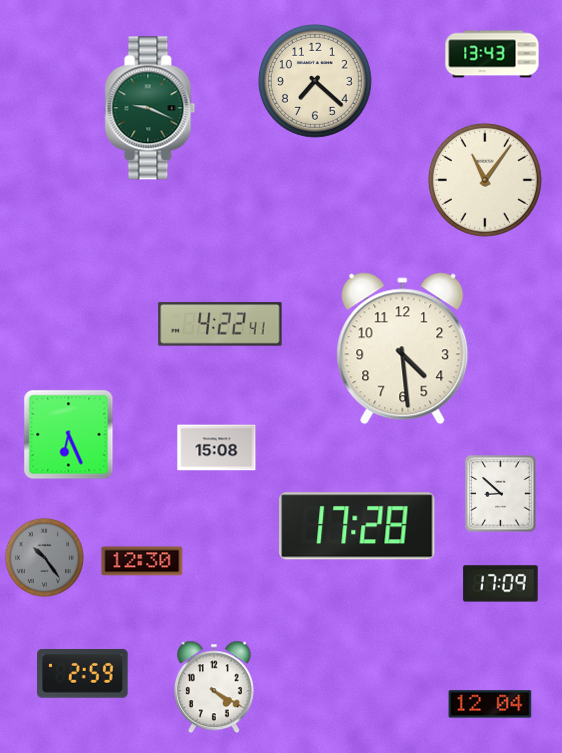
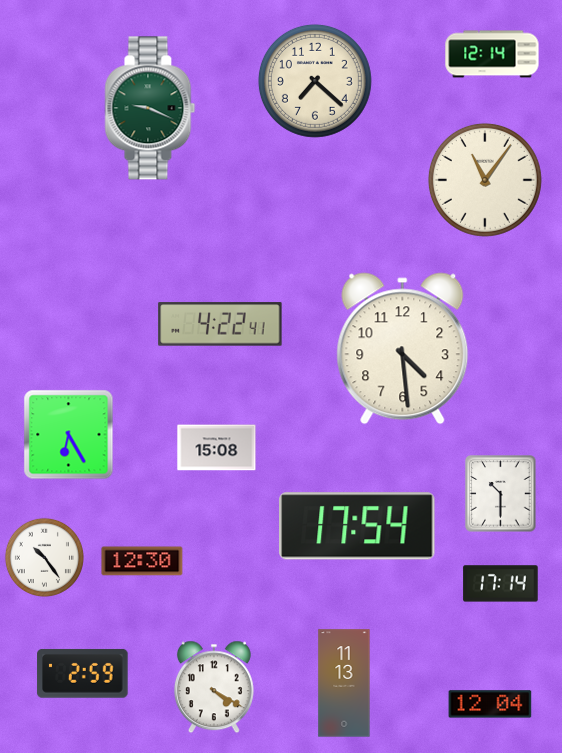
clock at (492, 54): 13:43 -> 12:14
clock at (69, 435): 6:26 -> 6:25
clock at (501, 494): 8:52 -> 10:30
clock at (357, 526): 17:28 -> 17:54
clock at (44, 557) dial: grey -> white
clock at (501, 584): 17:09 -> 17:14
clock at (344, 683): none -> 11:13
